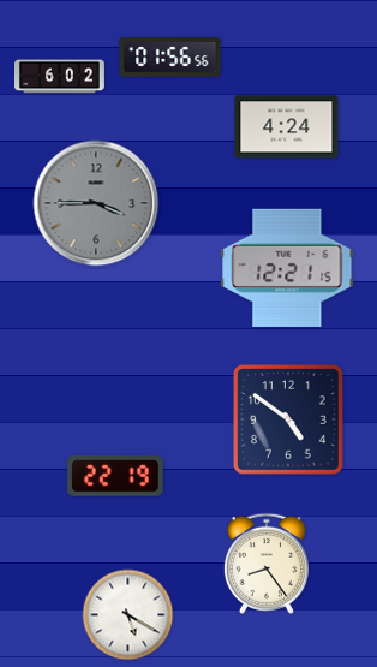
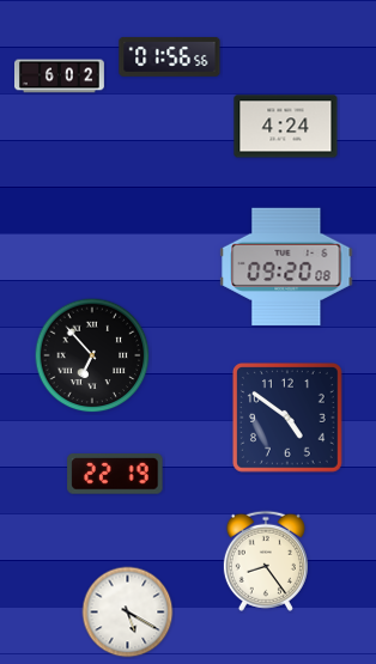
clock at (96, 203): 3:45 -> none
clock at (287, 267): 12:21 -> 09:20
clock at (92, 355): none -> 6:53
